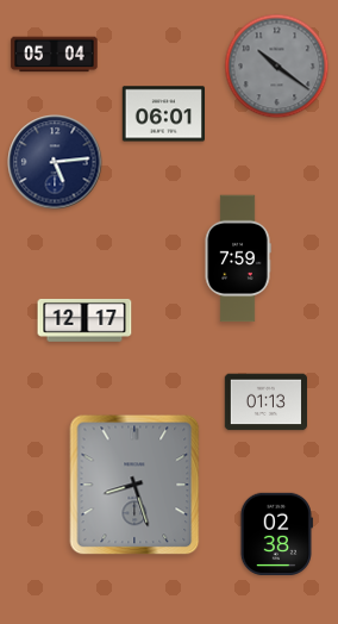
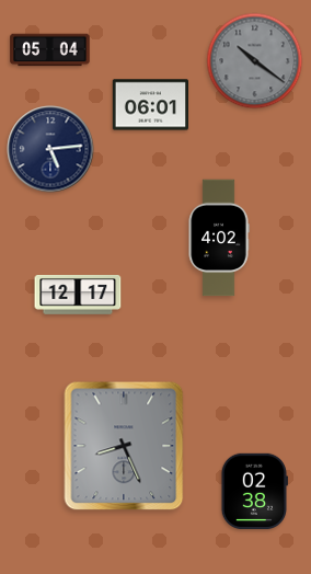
clock at (238, 258): 7:59 -> 4:02
clock at (265, 403): 01:13 -> none
clock at (134, 485): 8:27 -> 8:26
